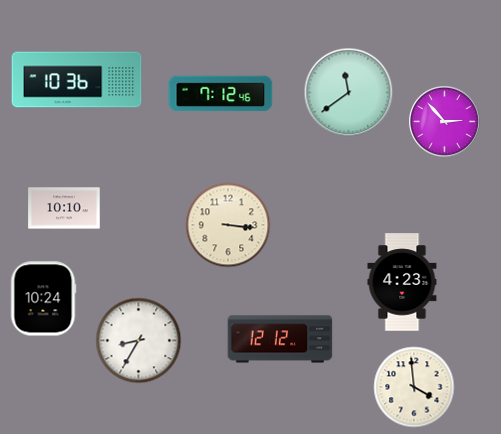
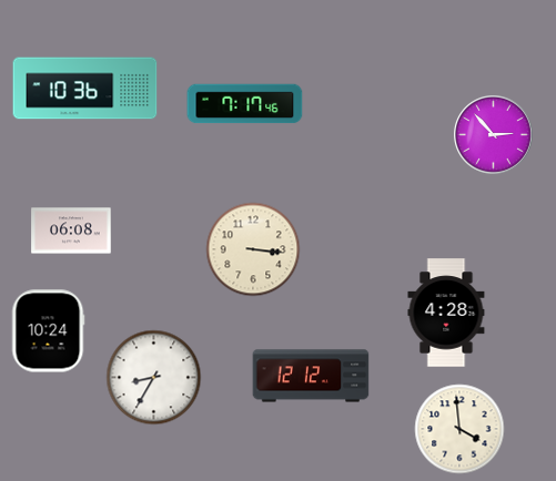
clock at (349, 93): 11:39 -> none
clock at (221, 94): 7:12 -> 7:17
clock at (64, 208): 10:10 -> 06:08
clock at (402, 282): 4:23 -> 4:28
